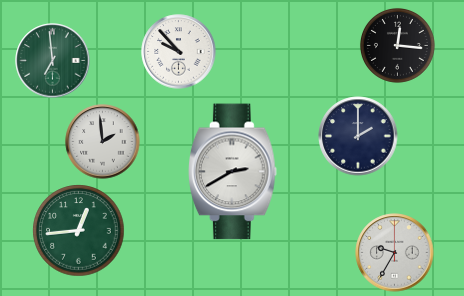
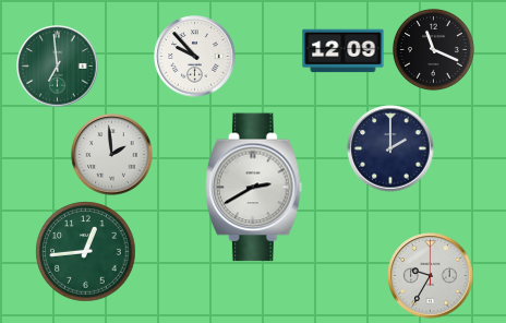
clock at (397, 45): 12:16 -> 11:19
clock at (344, 51): none -> 12:09
